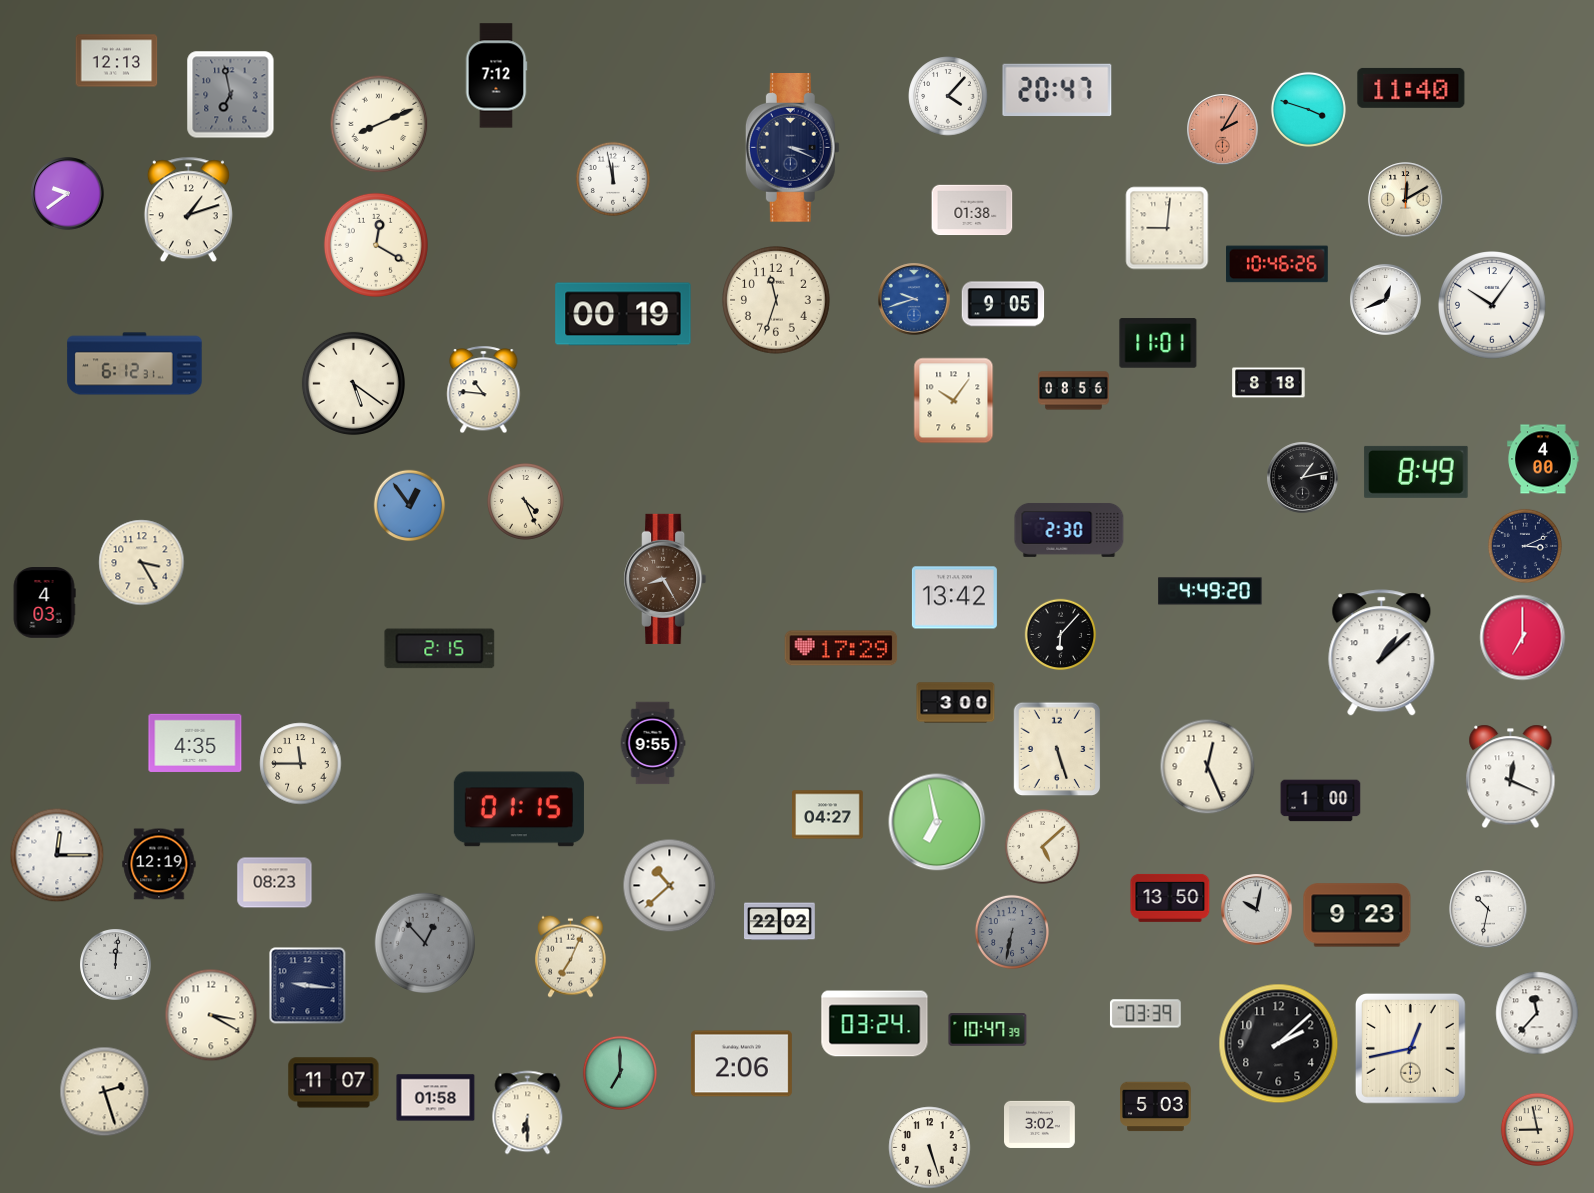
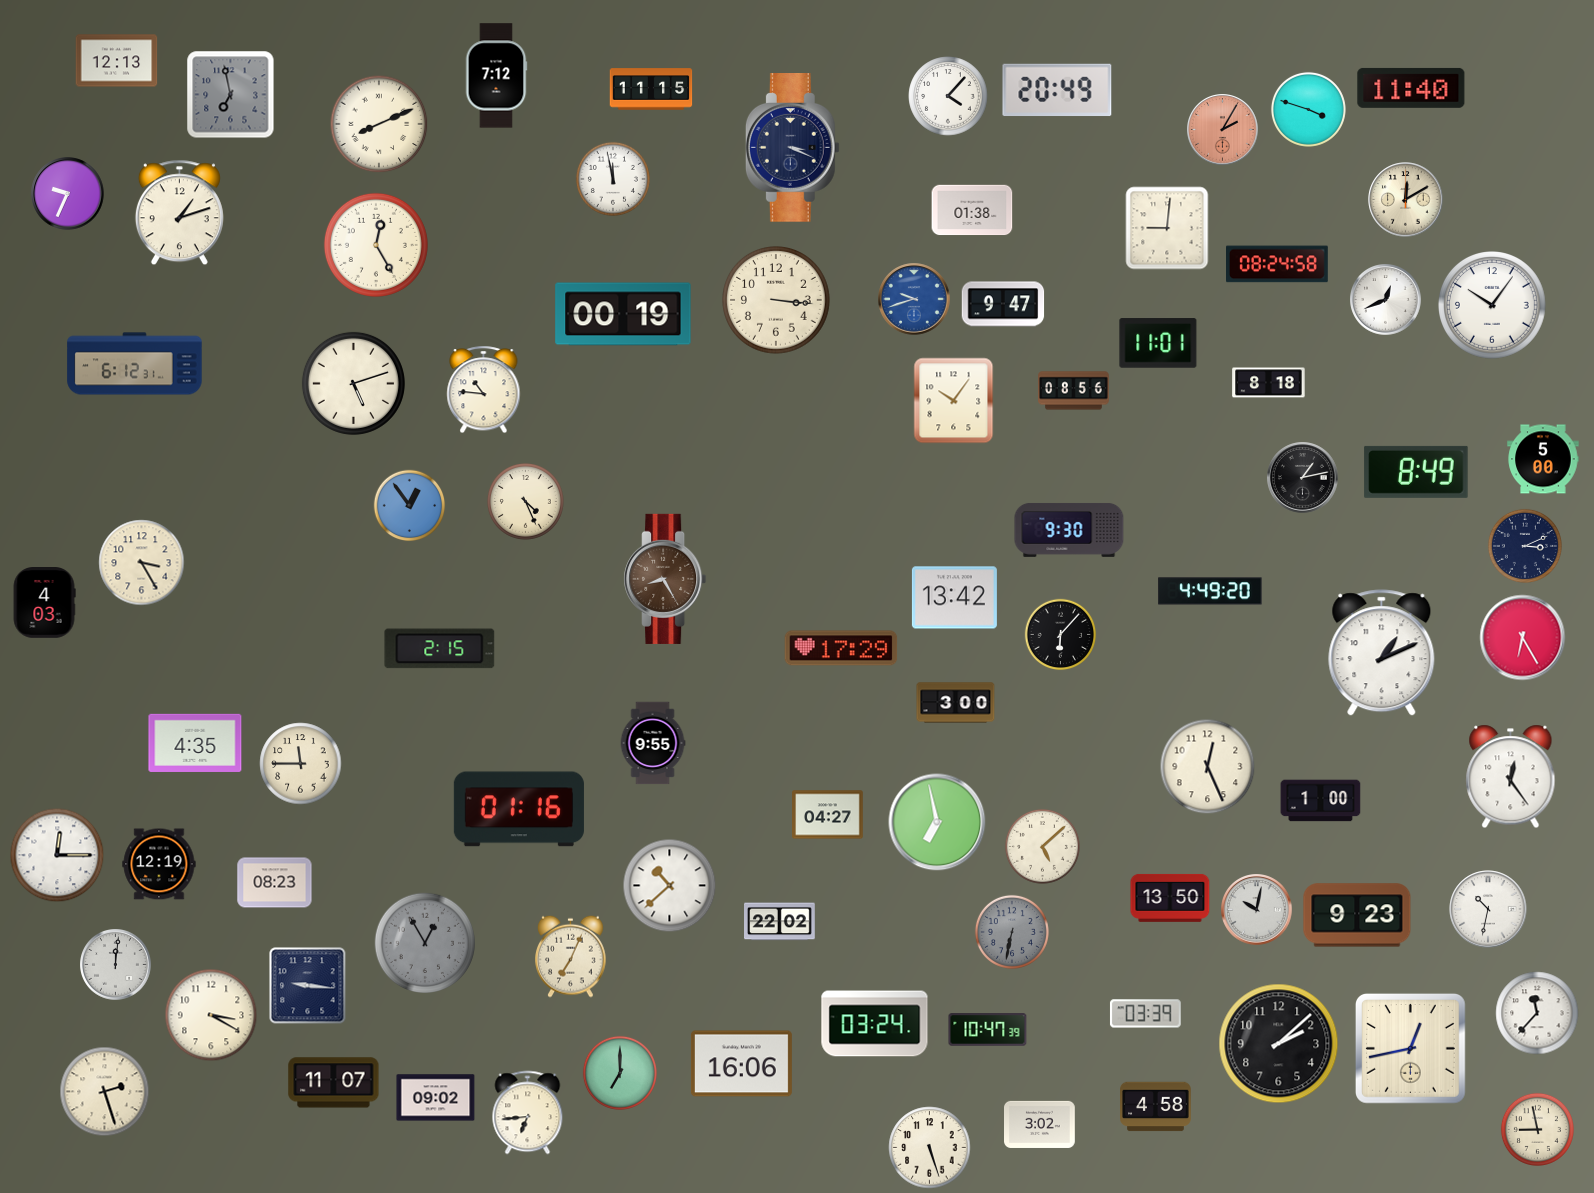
clock at (651, 89): none -> 11:15
clock at (1057, 90): 20:47 -> 20:49
clock at (68, 194): 9:39 -> 9:34
clock at (188, 210) position: (188, 210) -> (179, 213)
clock at (376, 245): 12:20 -> 12:25
clock at (1278, 264): 10:46 -> 08:24
clock at (777, 301): 11:33 -> 3:16
clock at (1003, 304): 9:05 -> 9:47
clock at (353, 383): 5:21 -> 5:12
clock at (1543, 459): 4:00 -> 5:00
clock at (1069, 530): 2:30 -> 9:30
clock at (1523, 638): 7:00 -> 6:25
clock at (1382, 653): 1:08 -> 1:11
clock at (1057, 749): 5:27 -> none
clock at (1511, 777): 12:19 -> 12:24
clock at (519, 809): 01:15 -> 01:16
clock at (425, 943): 12:53 -> 12:55
clock at (741, 1064): 2:06 -> 16:06
clock at (436, 1098): 01:58 -> 09:02
clock at (1156, 1107): 5:03 -> 4:58
clock at (528, 1113): 6:30 -> 6:44
